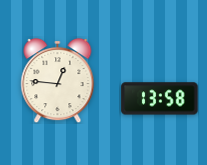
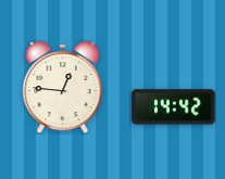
clock at (160, 99): 13:58 -> 14:42
